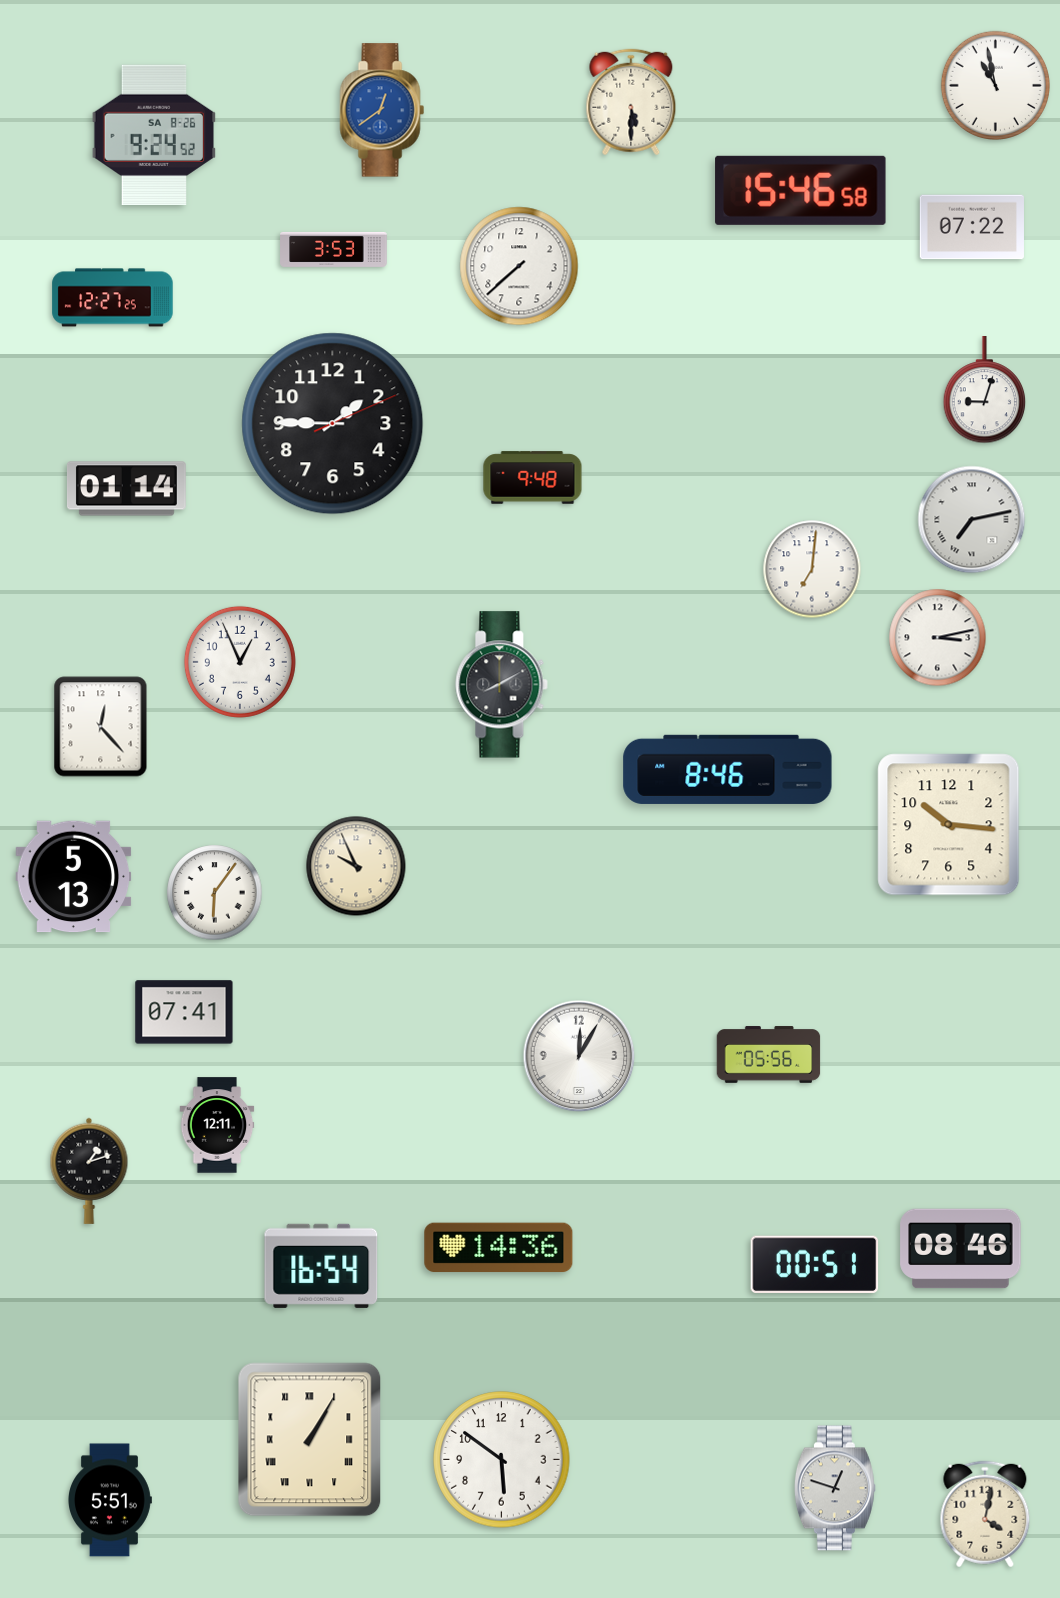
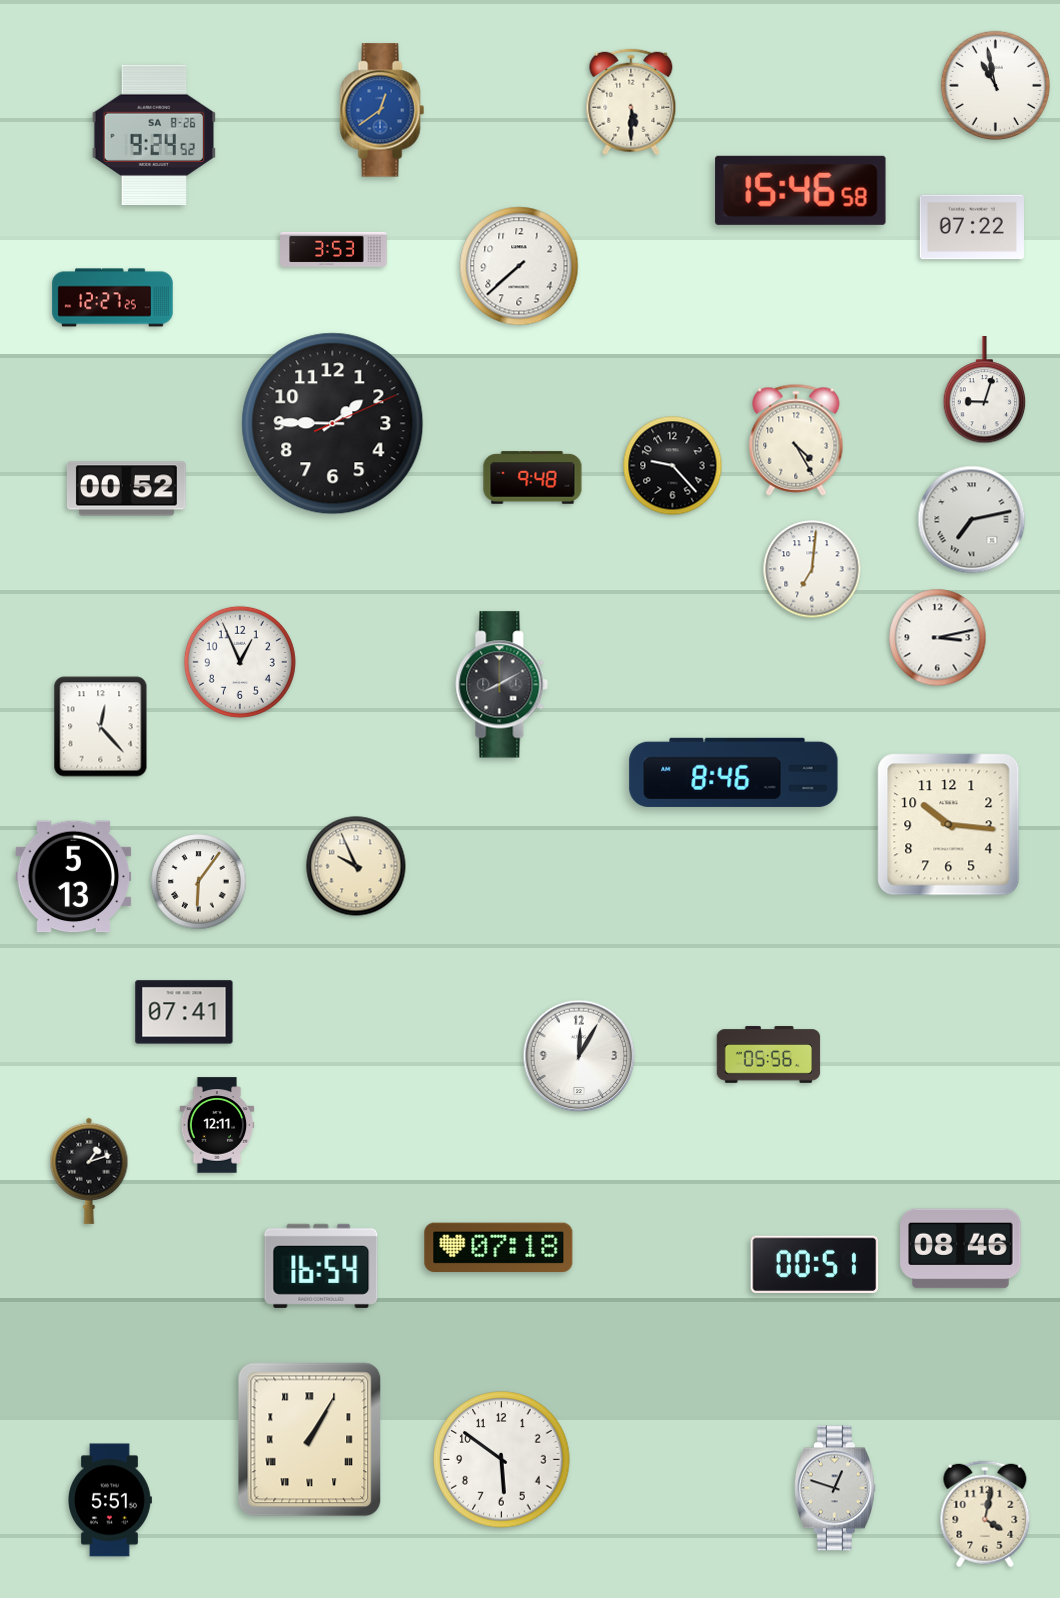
clock at (796, 440): none -> 4:25
clock at (673, 466): none -> 9:23
clock at (126, 489): 01:14 -> 00:52
clock at (728, 769) position: (728, 769) -> (734, 772)
clock at (215, 893) position: (215, 893) -> (199, 882)
clock at (499, 1248): 14:36 -> 07:18
